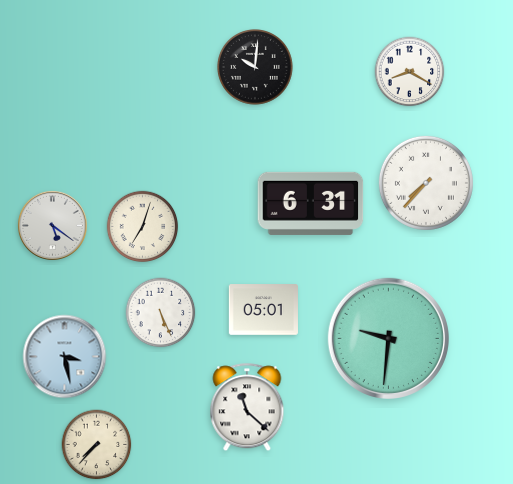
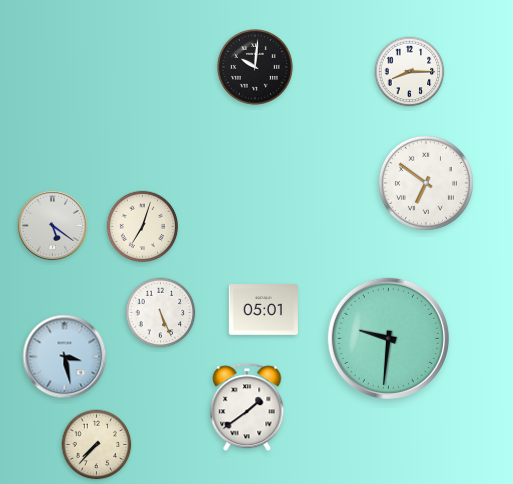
clock at (410, 72): 8:20 -> 8:15
clock at (426, 183): 7:37 -> 6:51
clock at (311, 203): 6:31 -> none
clock at (247, 408): 11:22 -> 1:39
